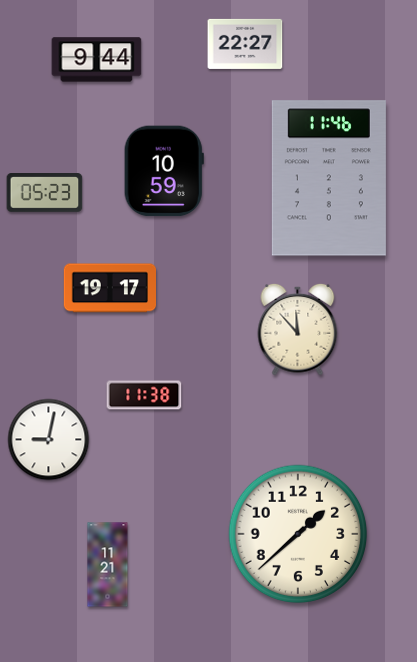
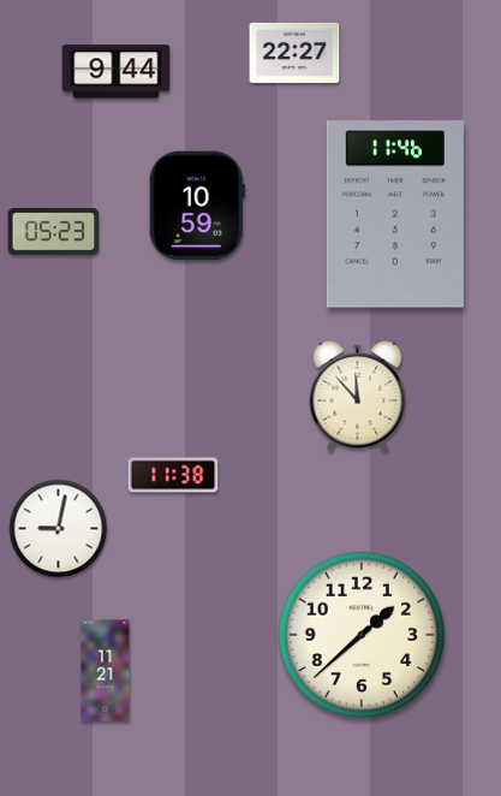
clock at (109, 288): 19:17 -> none
clock at (298, 534) position: (298, 534) -> (362, 635)
clock at (108, 565) position: (108, 565) -> (106, 671)
